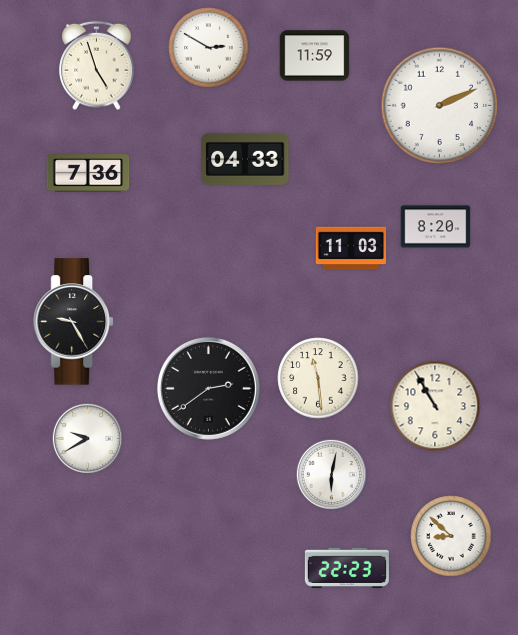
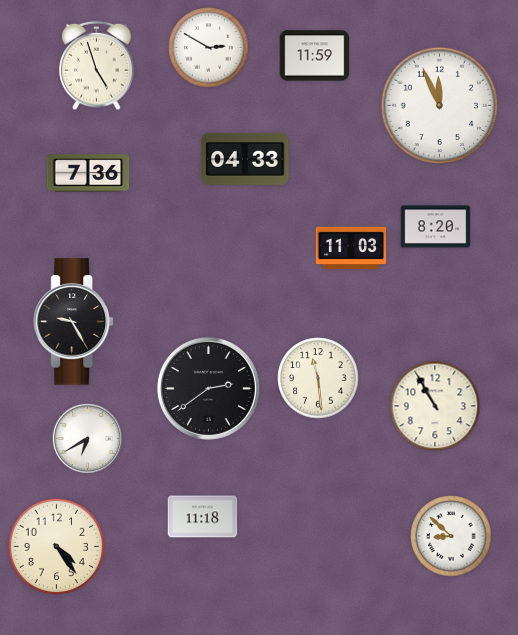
clock at (440, 106): 2:11 -> 11:56
clock at (88, 439): 9:40 -> 6:40
clock at (332, 475): 6:02 -> none
clock at (203, 517): none -> 11:18
clock at (57, 547): none -> 4:24
clock at (347, 568): 22:23 -> none
